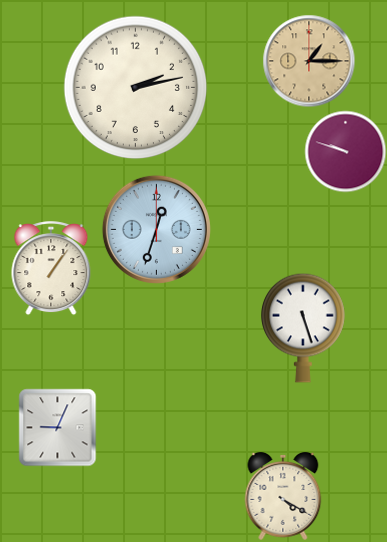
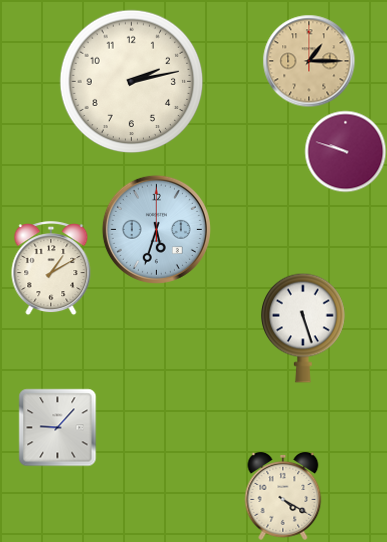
clock at (136, 88) position: (136, 88) -> (132, 82)
clock at (156, 229): 12:33 -> 5:33
clock at (51, 268): 1:06 -> 1:10
clock at (57, 427): 9:04 -> 9:07
